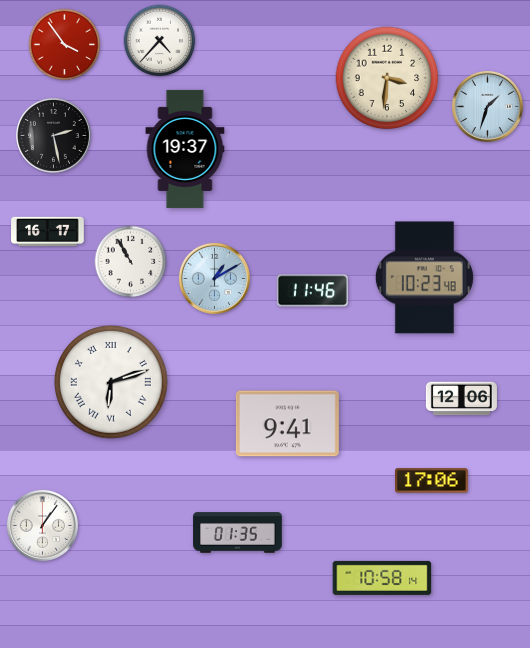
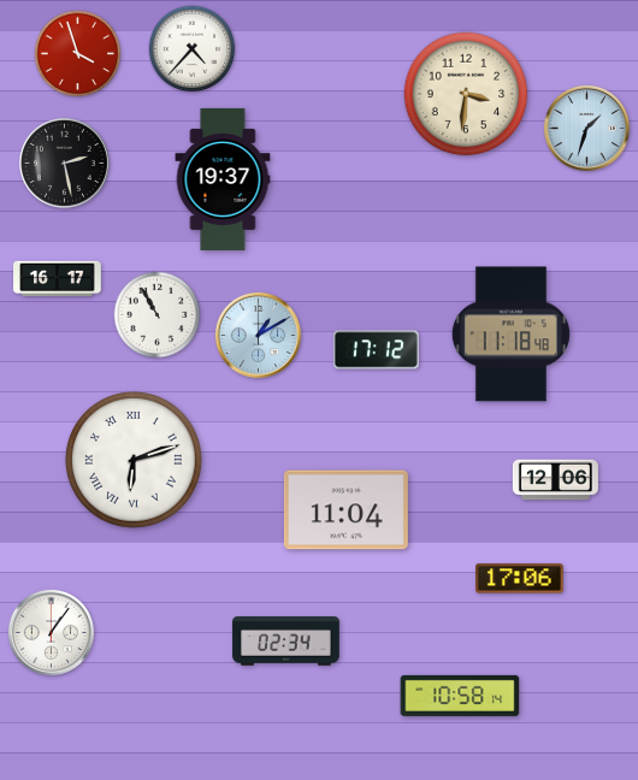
clock at (65, 45): 3:54 -> 3:57
clock at (424, 278): 10:23 -> 11:18
clock at (312, 291): 11:46 -> 17:12
clock at (287, 424): 9:41 -> 11:04
clock at (238, 533): 01:35 -> 02:34
